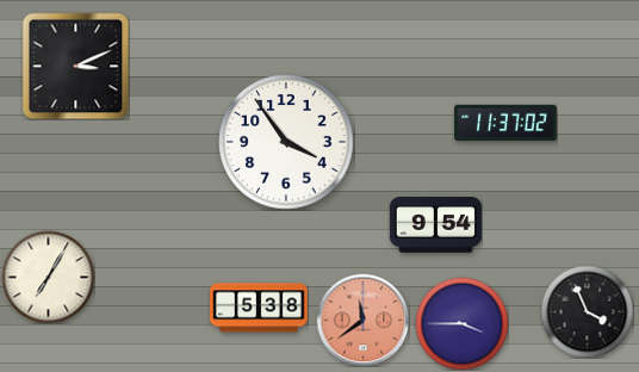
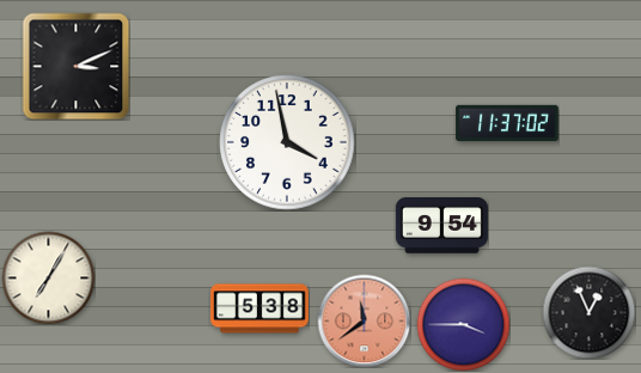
clock at (286, 142): 3:54 -> 3:58
clock at (435, 225) position: (435, 225) -> (441, 226)
clock at (587, 311): 3:56 -> 12:56
